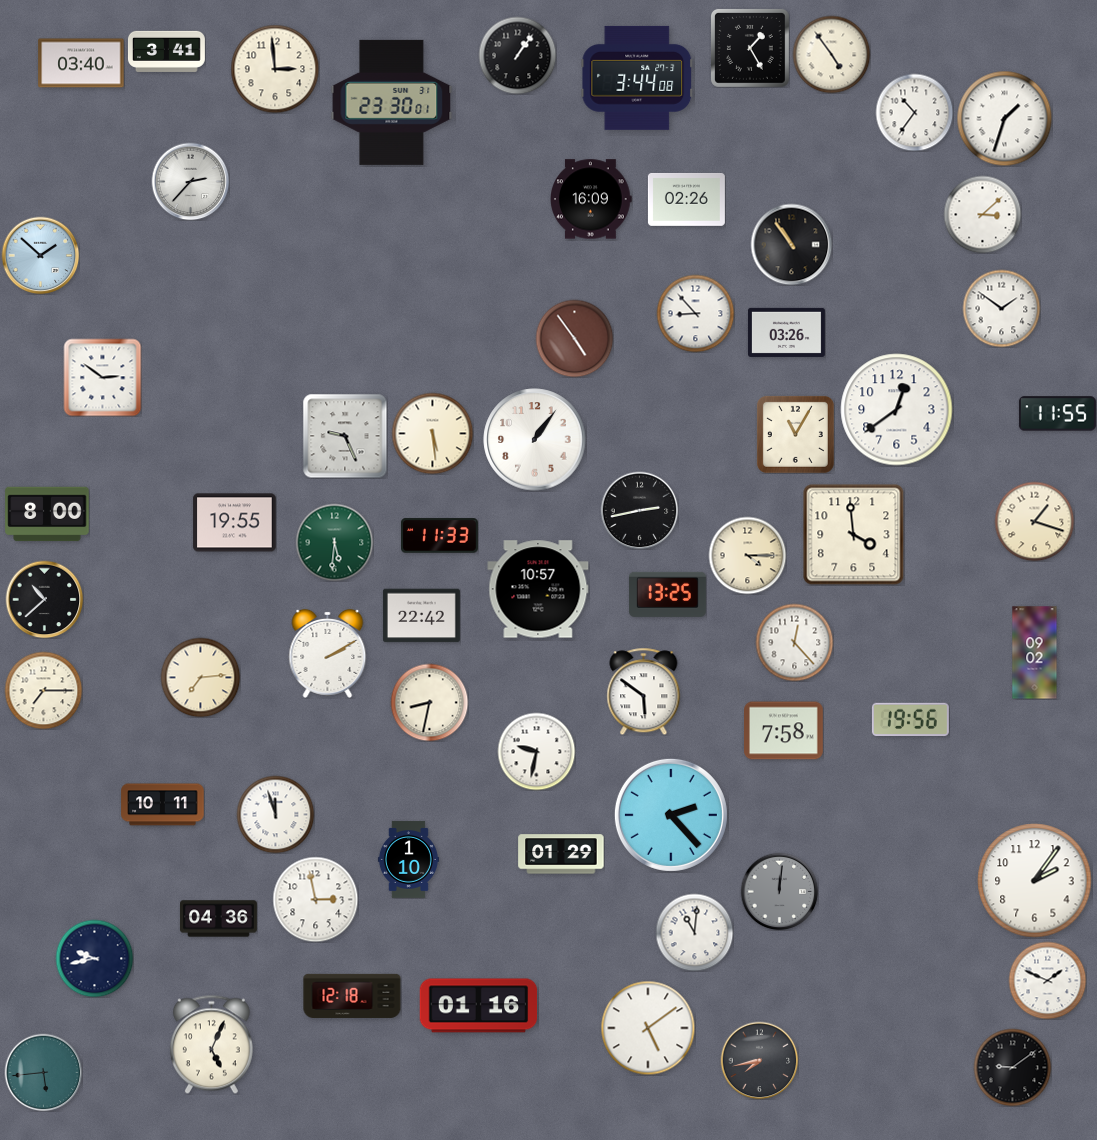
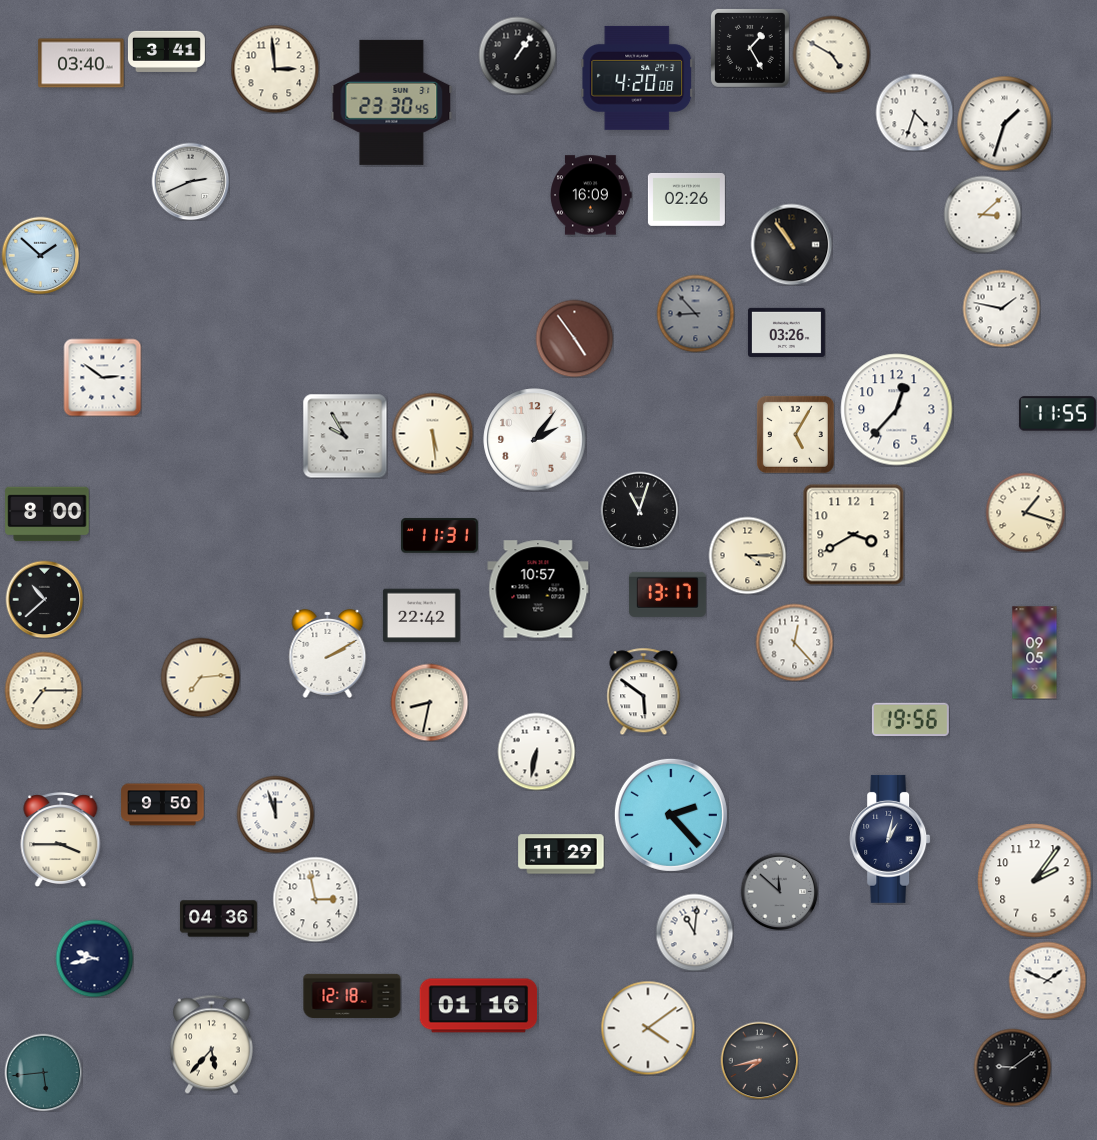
clock at (831, 54): 4:54 -> 4:50
clock at (637, 78): 3:44 -> 4:20
clock at (392, 102): 23:30:01 -> 23:30:45
clock at (914, 112): 10:36 -> 4:33
clock at (1004, 118) position: (1004, 118) -> (1004, 123)
clock at (190, 181): 2:37 -> 2:41
clock at (592, 199) position: (592, 199) -> (592, 195)
clock at (1001, 308): 1:51 -> 1:47
clock at (695, 313) dial: white -> grey
clock at (897, 410): 12:39 -> 12:37
clock at (795, 434): 11:05 -> 5:05
clock at (345, 436): 9:26 -> 9:55
clock at (535, 440): 1:06 -> 2:06
clock at (639, 510): 2:43 -> 11:03
clock at (1034, 521) position: (1034, 521) -> (1025, 512)
clock at (235, 523): 19:55 -> none
clock at (854, 535): 3:59 -> 3:40
clock at (439, 536): 11:33 -> 11:31
clock at (334, 542): 5:31 -> none
clock at (667, 594): 13:25 -> 13:17
clock at (1035, 653): 09:02 -> 09:05
clock at (784, 731): 7:58 -> none
clock at (536, 751): 9:32 -> 6:32
clock at (163, 805): 10:11 -> 9:50
clock at (890, 839): none -> 1:02
clock at (61, 840): none -> 3:45
clock at (561, 854): 01:29 -> 11:29
clock at (408, 859): 1:10 -> none
clock at (779, 891): 12:01 -> 11:52
clock at (648, 1028): 5:09 -> 4:09
clock at (211, 1044): 5:04 -> 5:37
